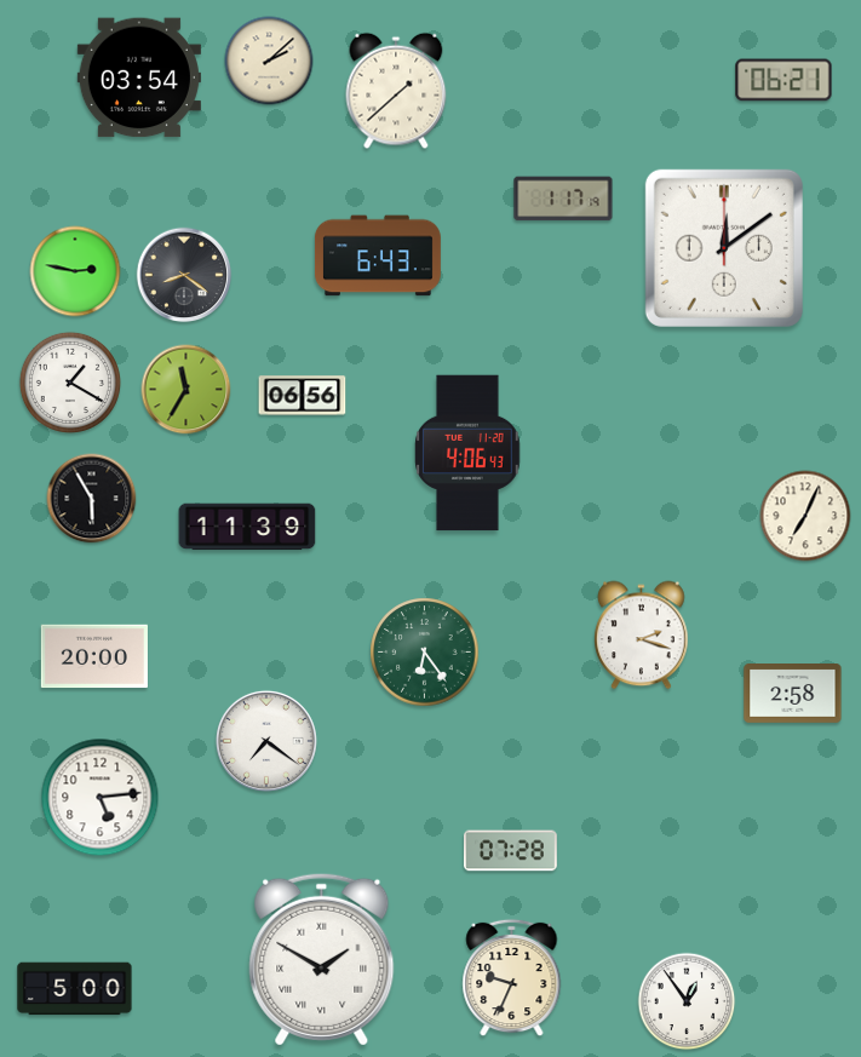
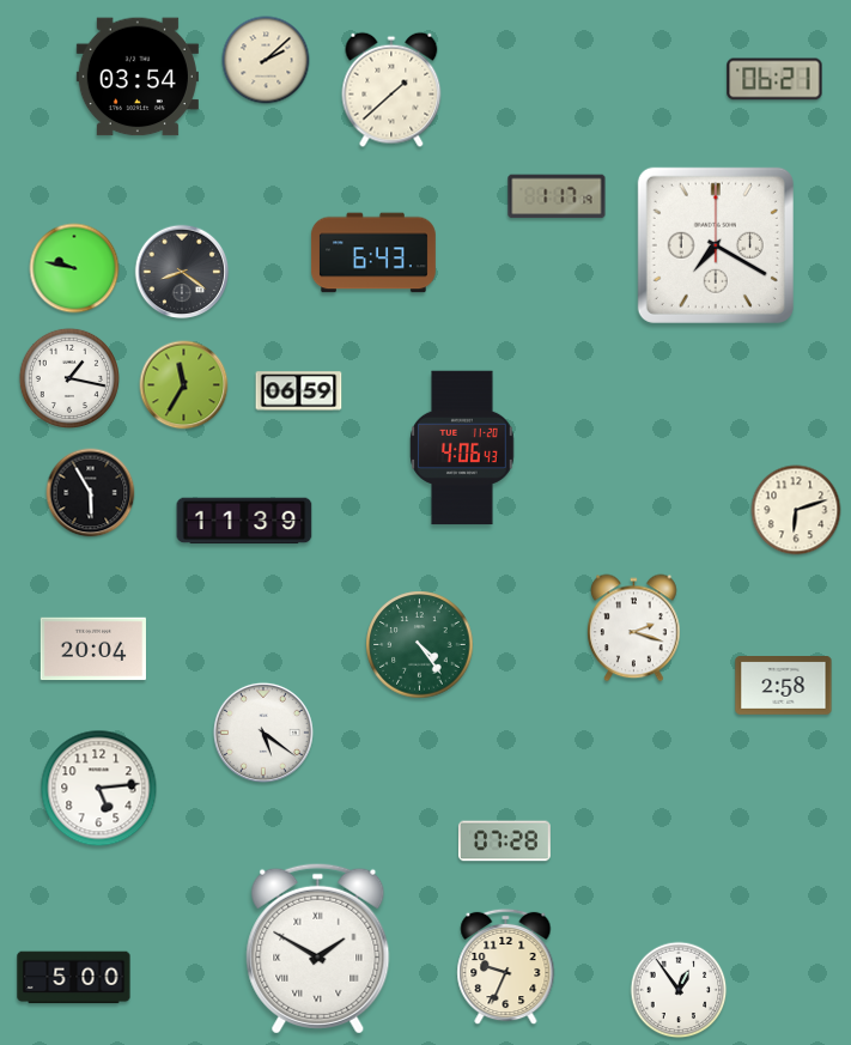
clock at (724, 248): 12:09 -> 7:20
clock at (75, 271): 2:47 -> 9:47
clock at (70, 383): 1:20 -> 1:17
clock at (303, 396): 06:56 -> 06:59
clock at (805, 516): 7:04 -> 6:12
clock at (425, 653): 6:24 -> 4:24
clock at (94, 656): 20:00 -> 20:04
clock at (266, 741): 7:21 -> 5:21
